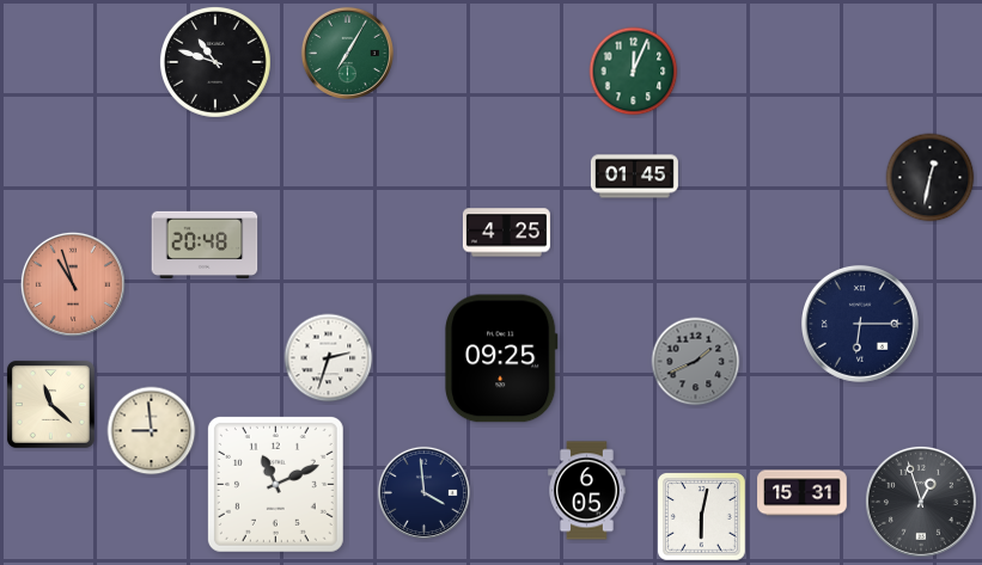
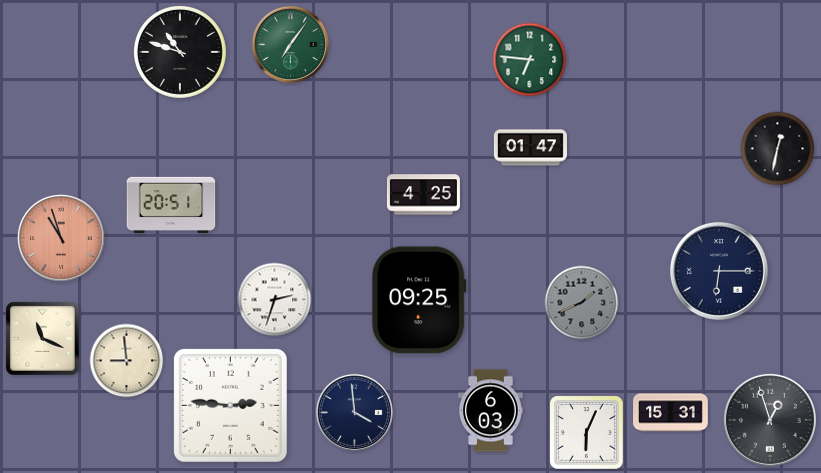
clock at (347, 53): 7:05 -> 7:06
clock at (634, 72): 12:04 -> 6:46
clock at (634, 177): 01:45 -> 01:47
clock at (205, 245): 20:48 -> 20:51
clock at (50, 404): 11:22 -> 11:19
clock at (275, 484): 11:11 -> 2:46
clock at (587, 491): 6:05 -> 6:03
clock at (702, 517): 6:02 -> 6:04
